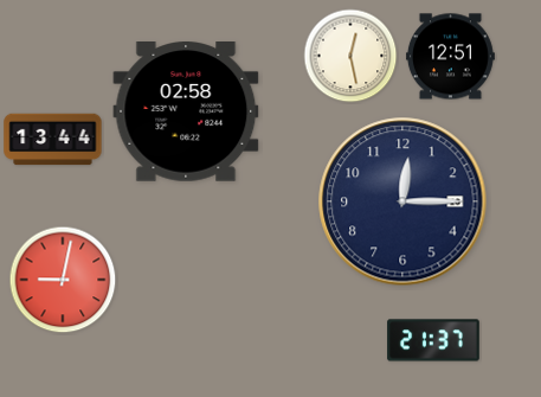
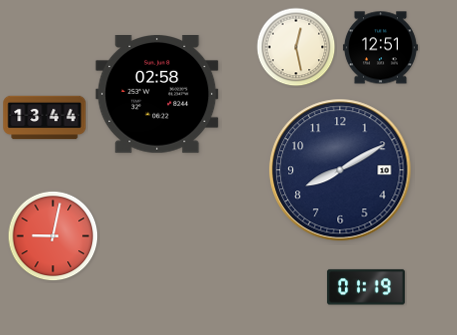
clock at (402, 201): 12:15 -> 8:10
clock at (433, 340): 21:37 -> 01:19
